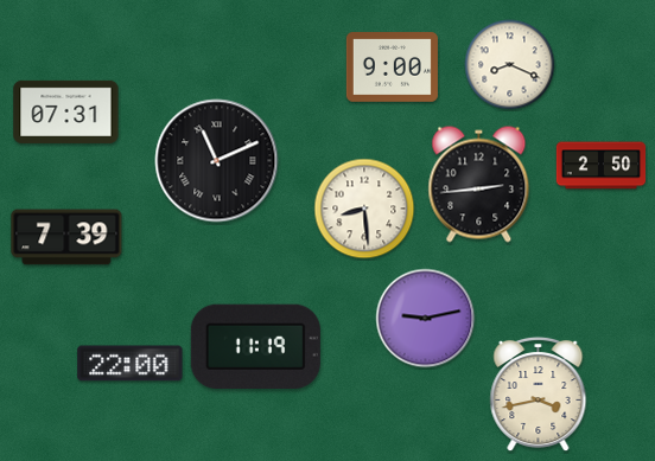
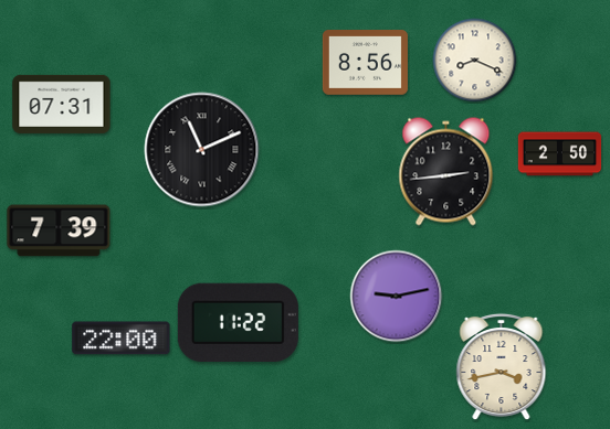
clock at (392, 68): 9:00 -> 8:56
clock at (364, 209): 8:29 -> none
clock at (66, 237) position: (66, 237) -> (59, 230)
clock at (255, 346): 11:19 -> 11:22
